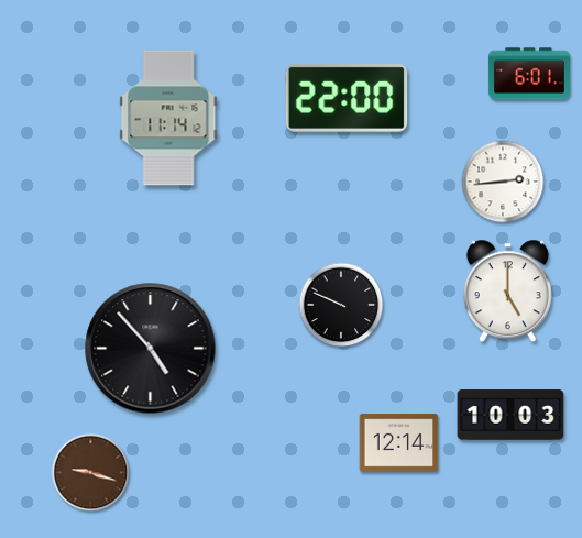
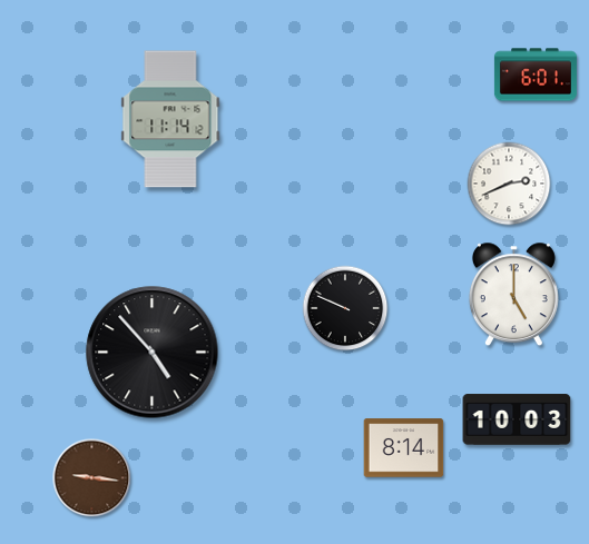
clock at (347, 98): 22:00 -> none
clock at (503, 182): 2:44 -> 2:41
clock at (399, 443): 12:14 -> 8:14
clock at (91, 473): 9:18 -> 9:16
